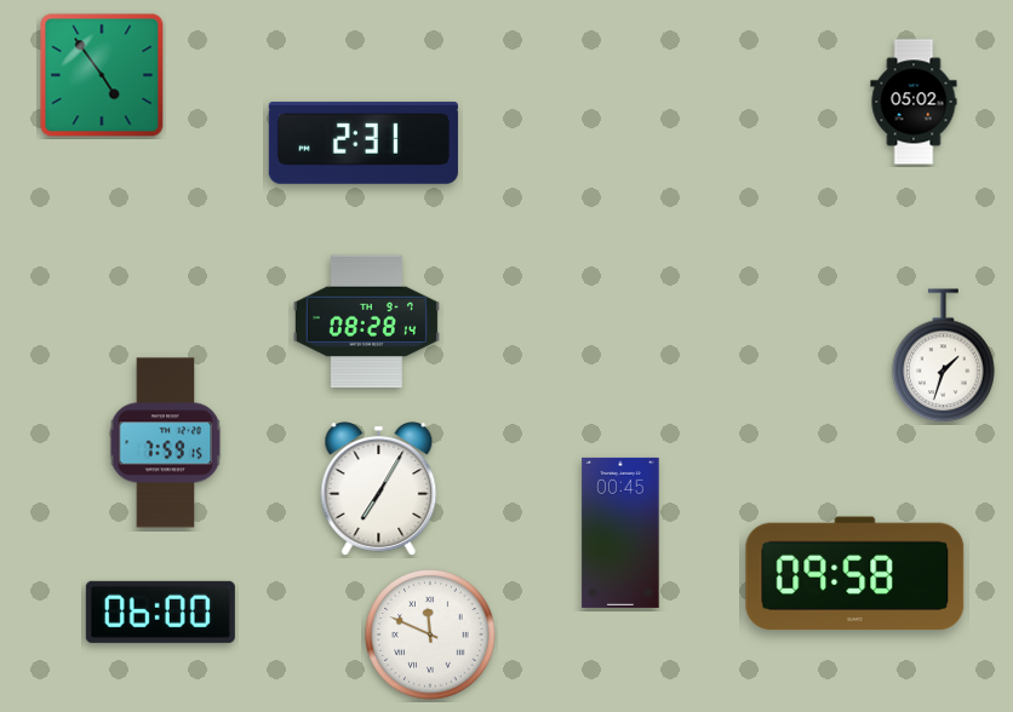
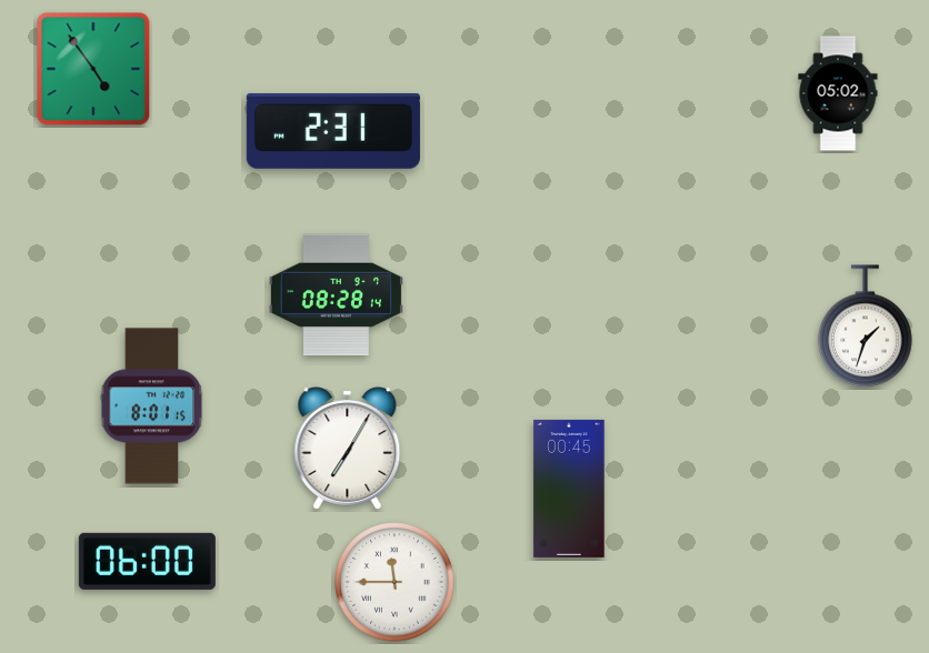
clock at (166, 443): 7:59 -> 8:01
clock at (855, 574): 09:58 -> none
clock at (430, 635): 11:49 -> 11:45
